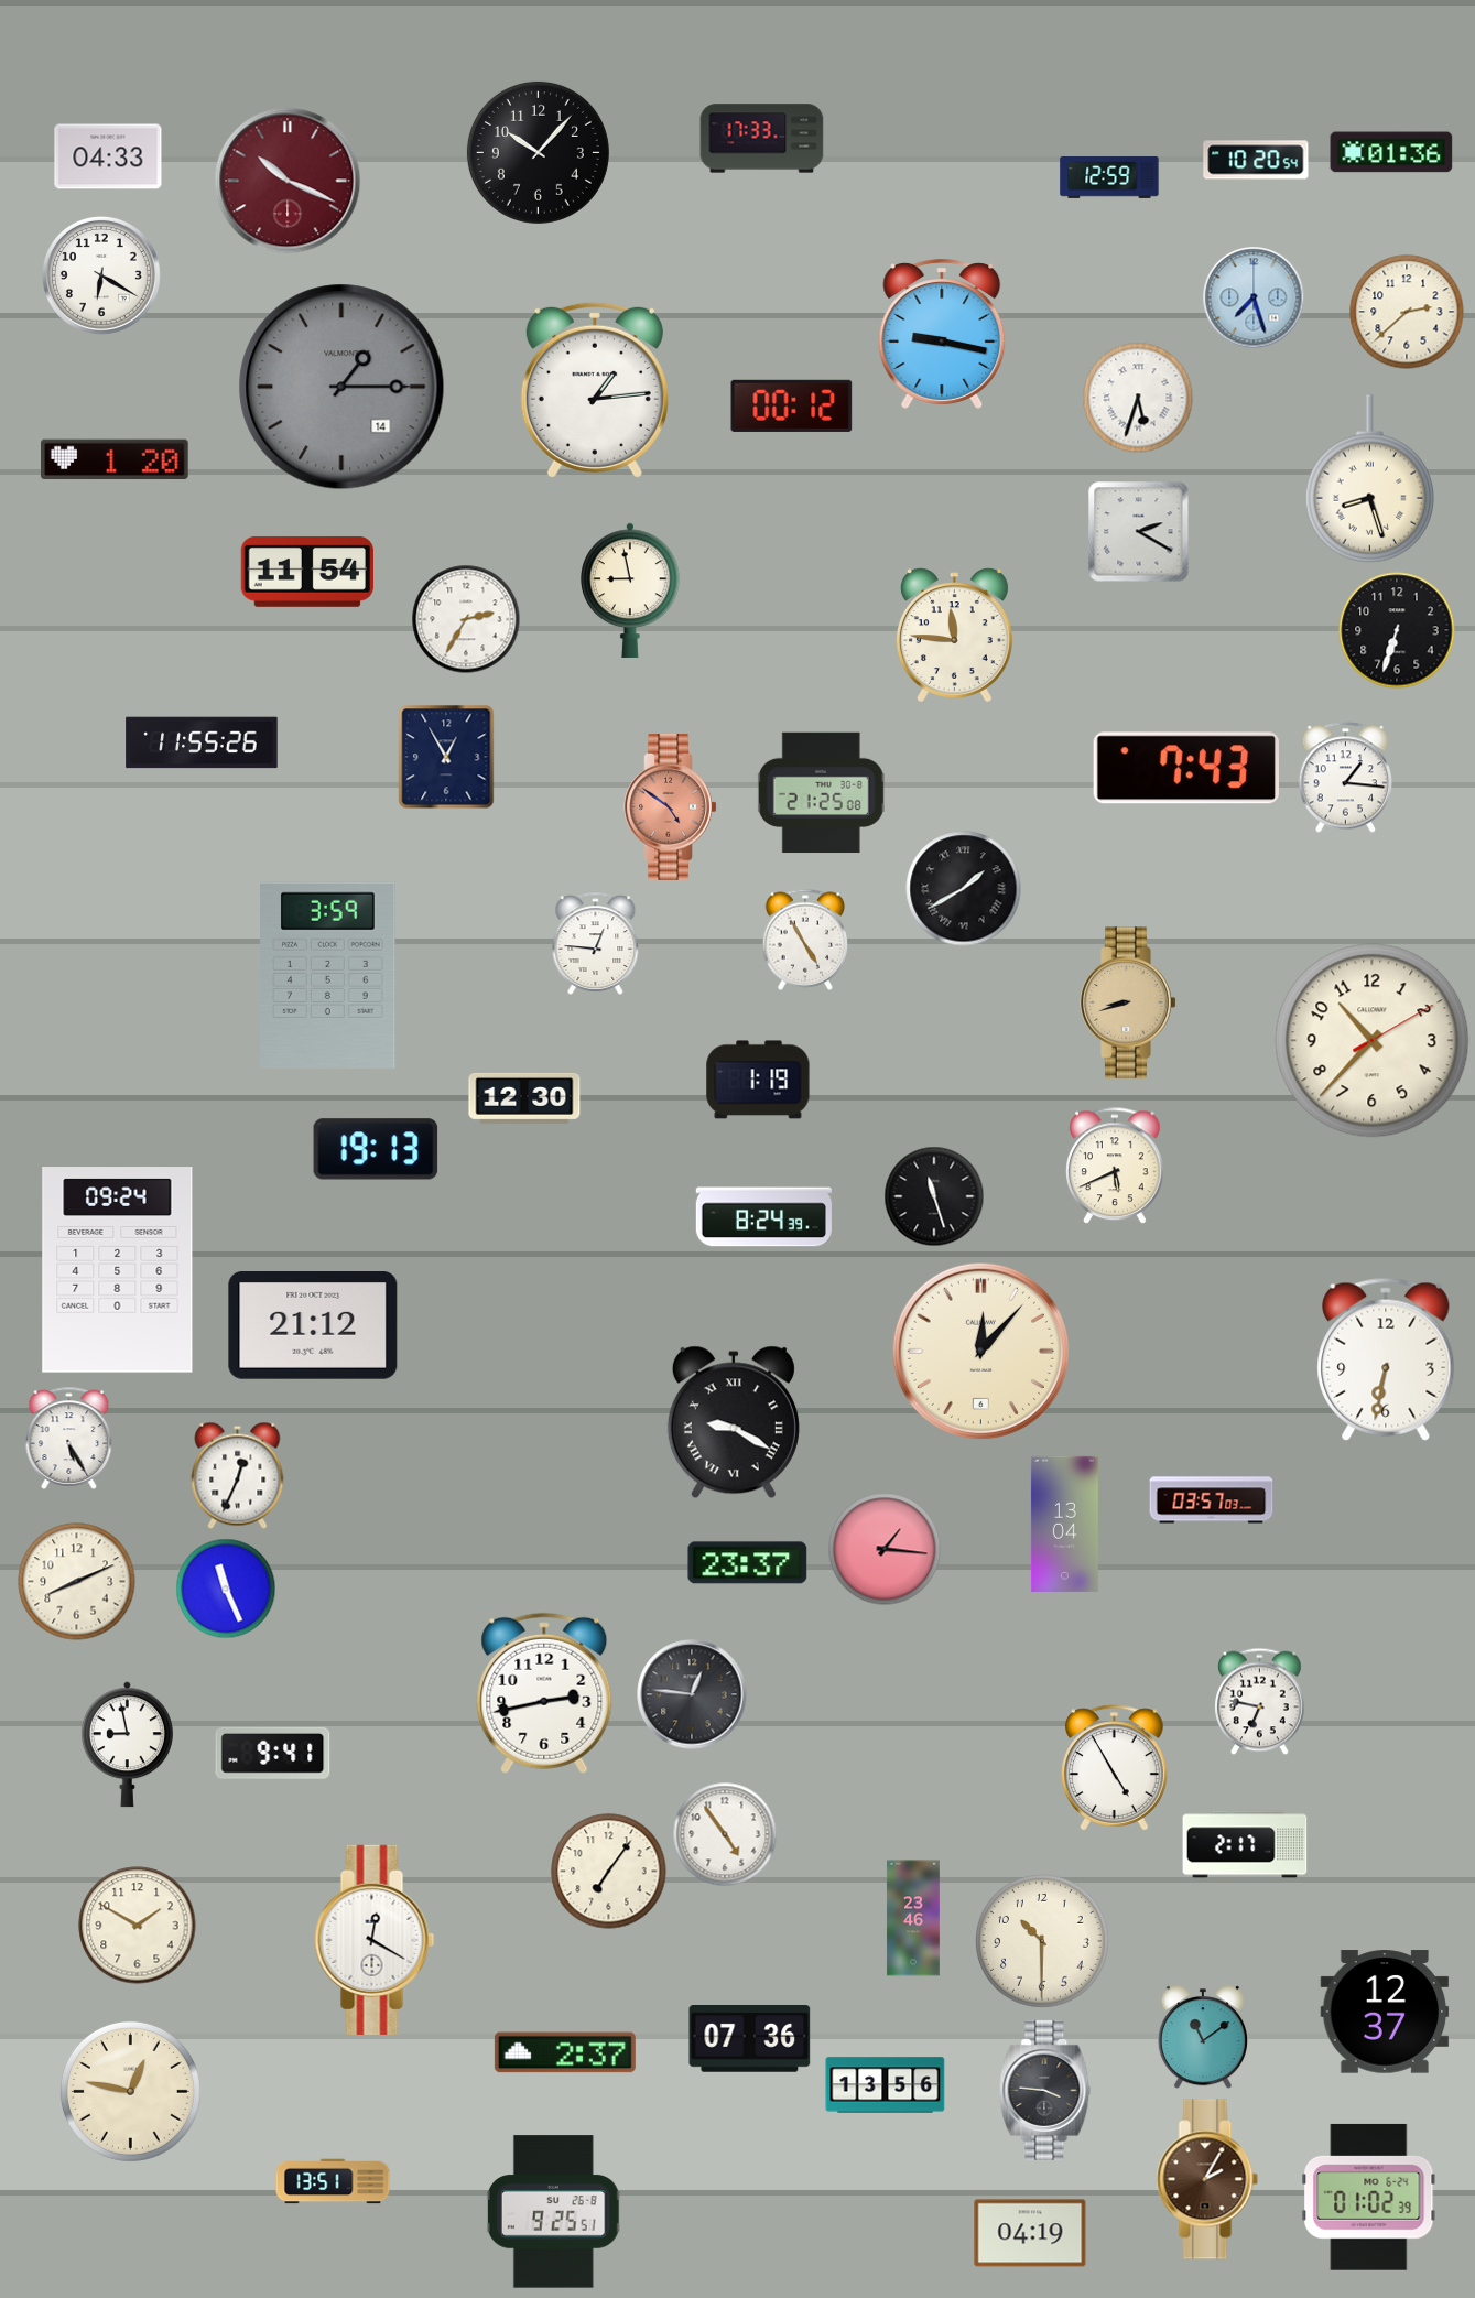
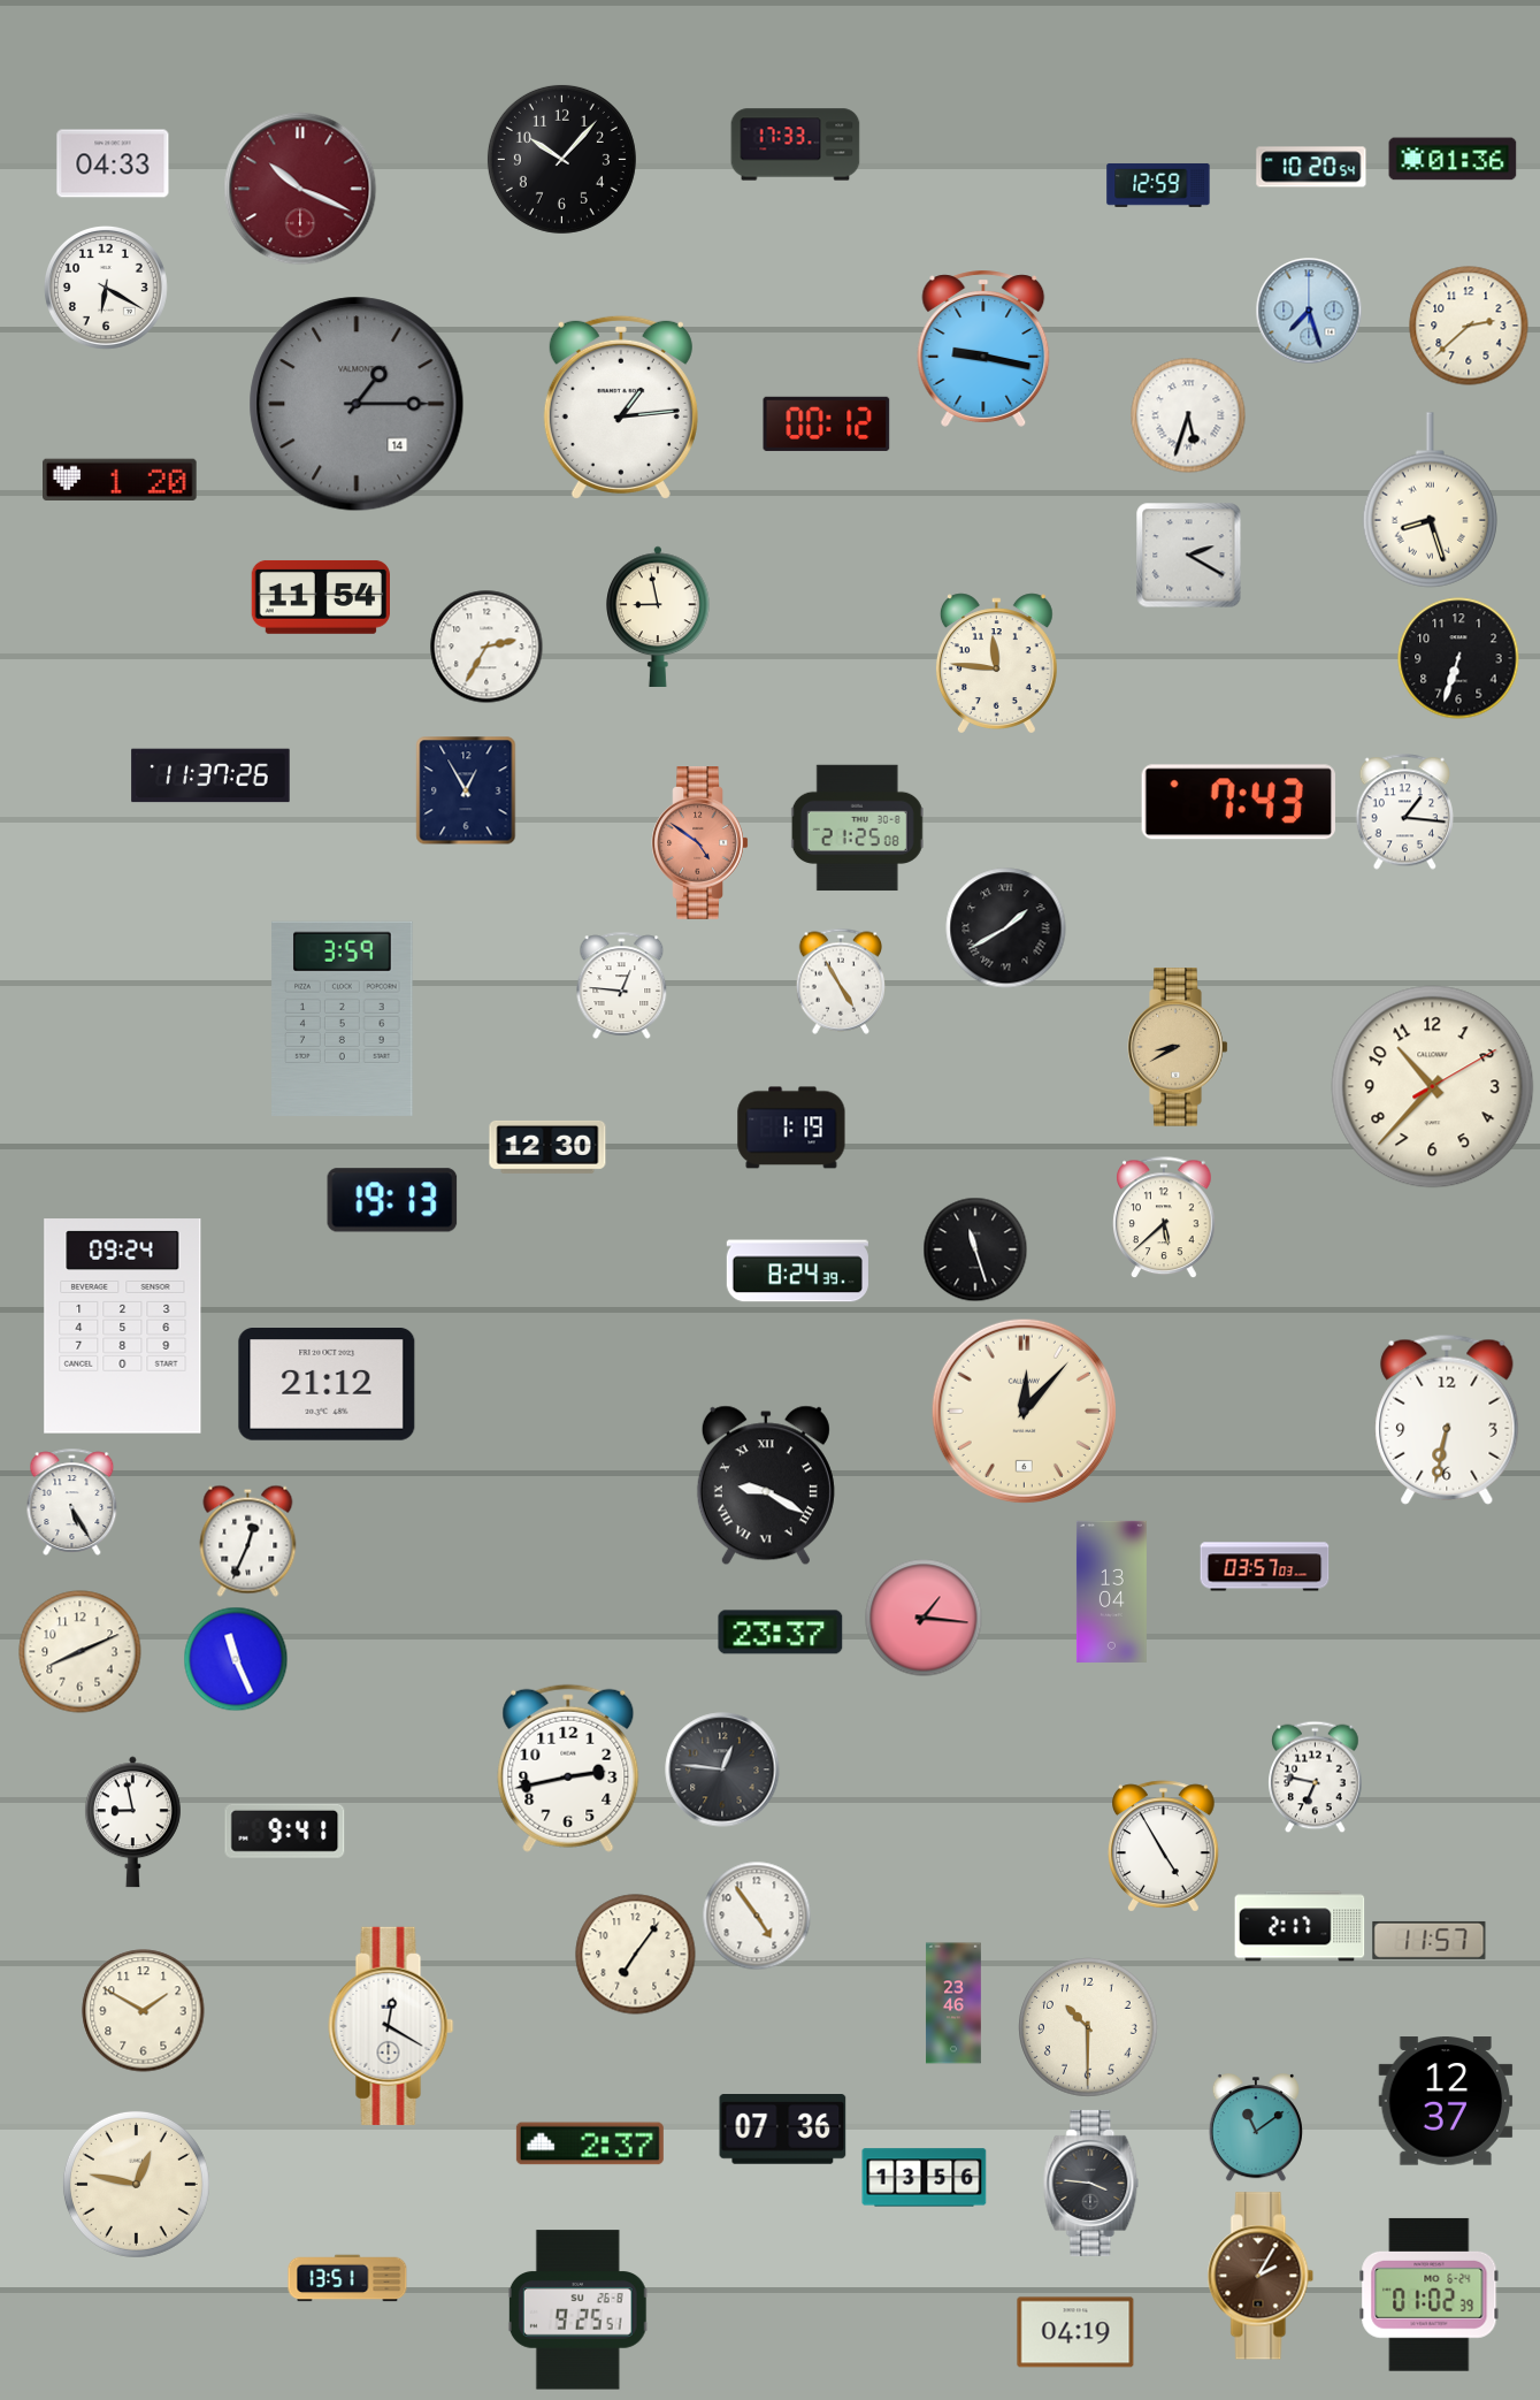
clock at (202, 742): 11:55 -> 11:37
clock at (1128, 1002): 8:42 -> 8:40
clock at (1115, 1166): 5:41 -> 5:38
clock at (1430, 1940): none -> 11:57
